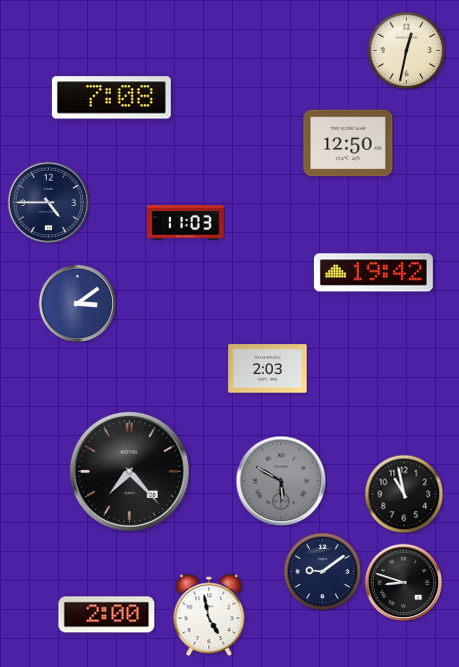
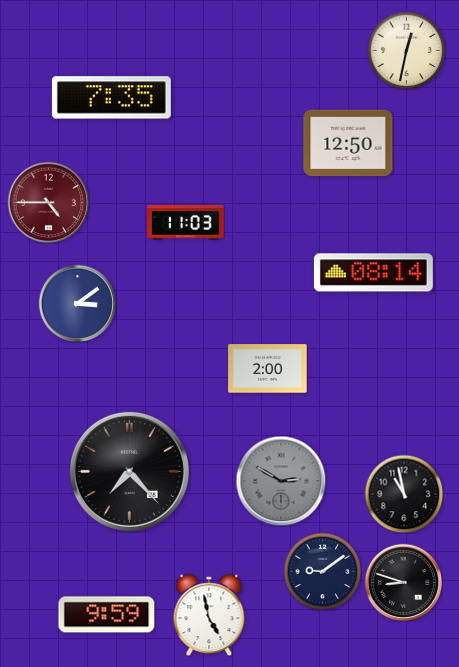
clock at (111, 98): 7:08 -> 7:35
clock at (48, 202) dial: navy -> burgundy
clock at (373, 273): 19:42 -> 08:14
clock at (268, 369): 2:03 -> 2:00
clock at (281, 481): 5:50 -> 2:50
clock at (107, 615): 2:00 -> 9:59
